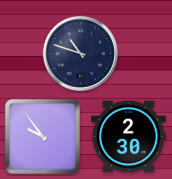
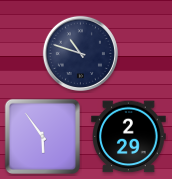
clock at (42, 136): 9:54 -> 5:54
clock at (129, 137): 2:30 -> 2:29
